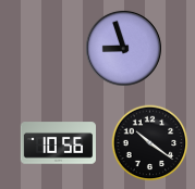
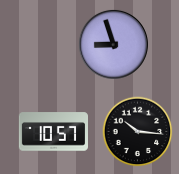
clock at (58, 143): 10:56 -> 10:57
clock at (150, 143): 10:21 -> 10:16
